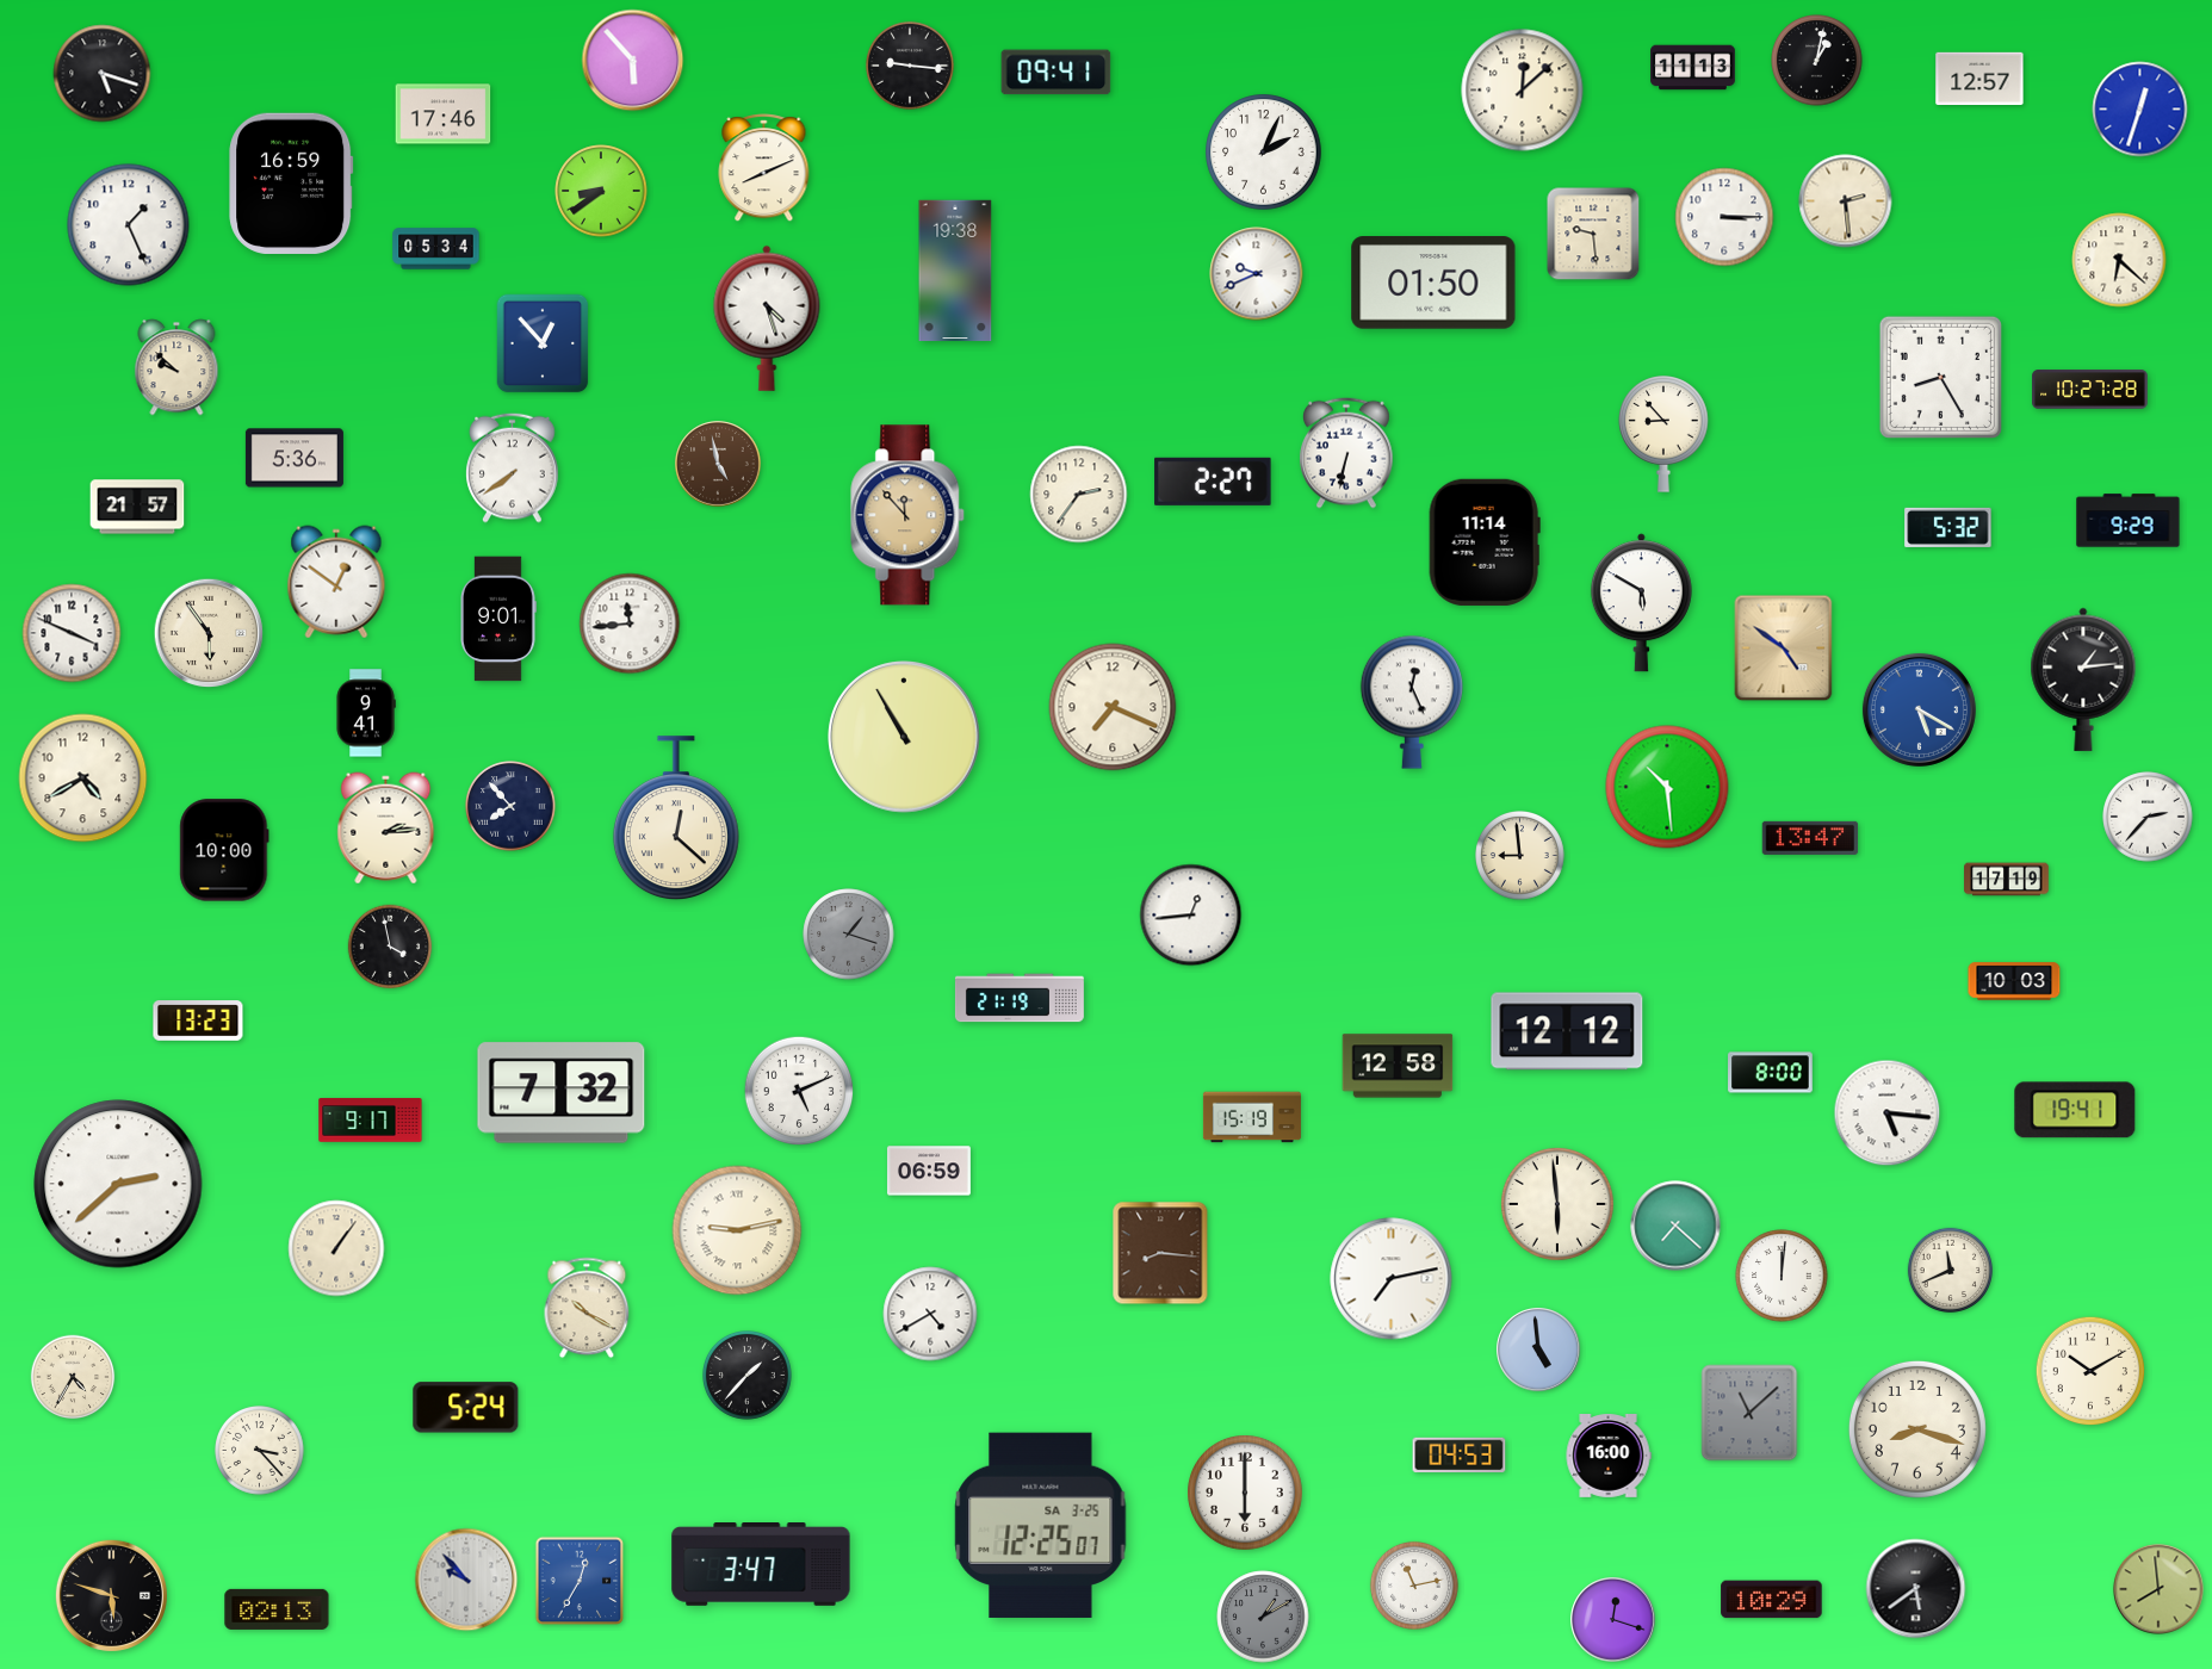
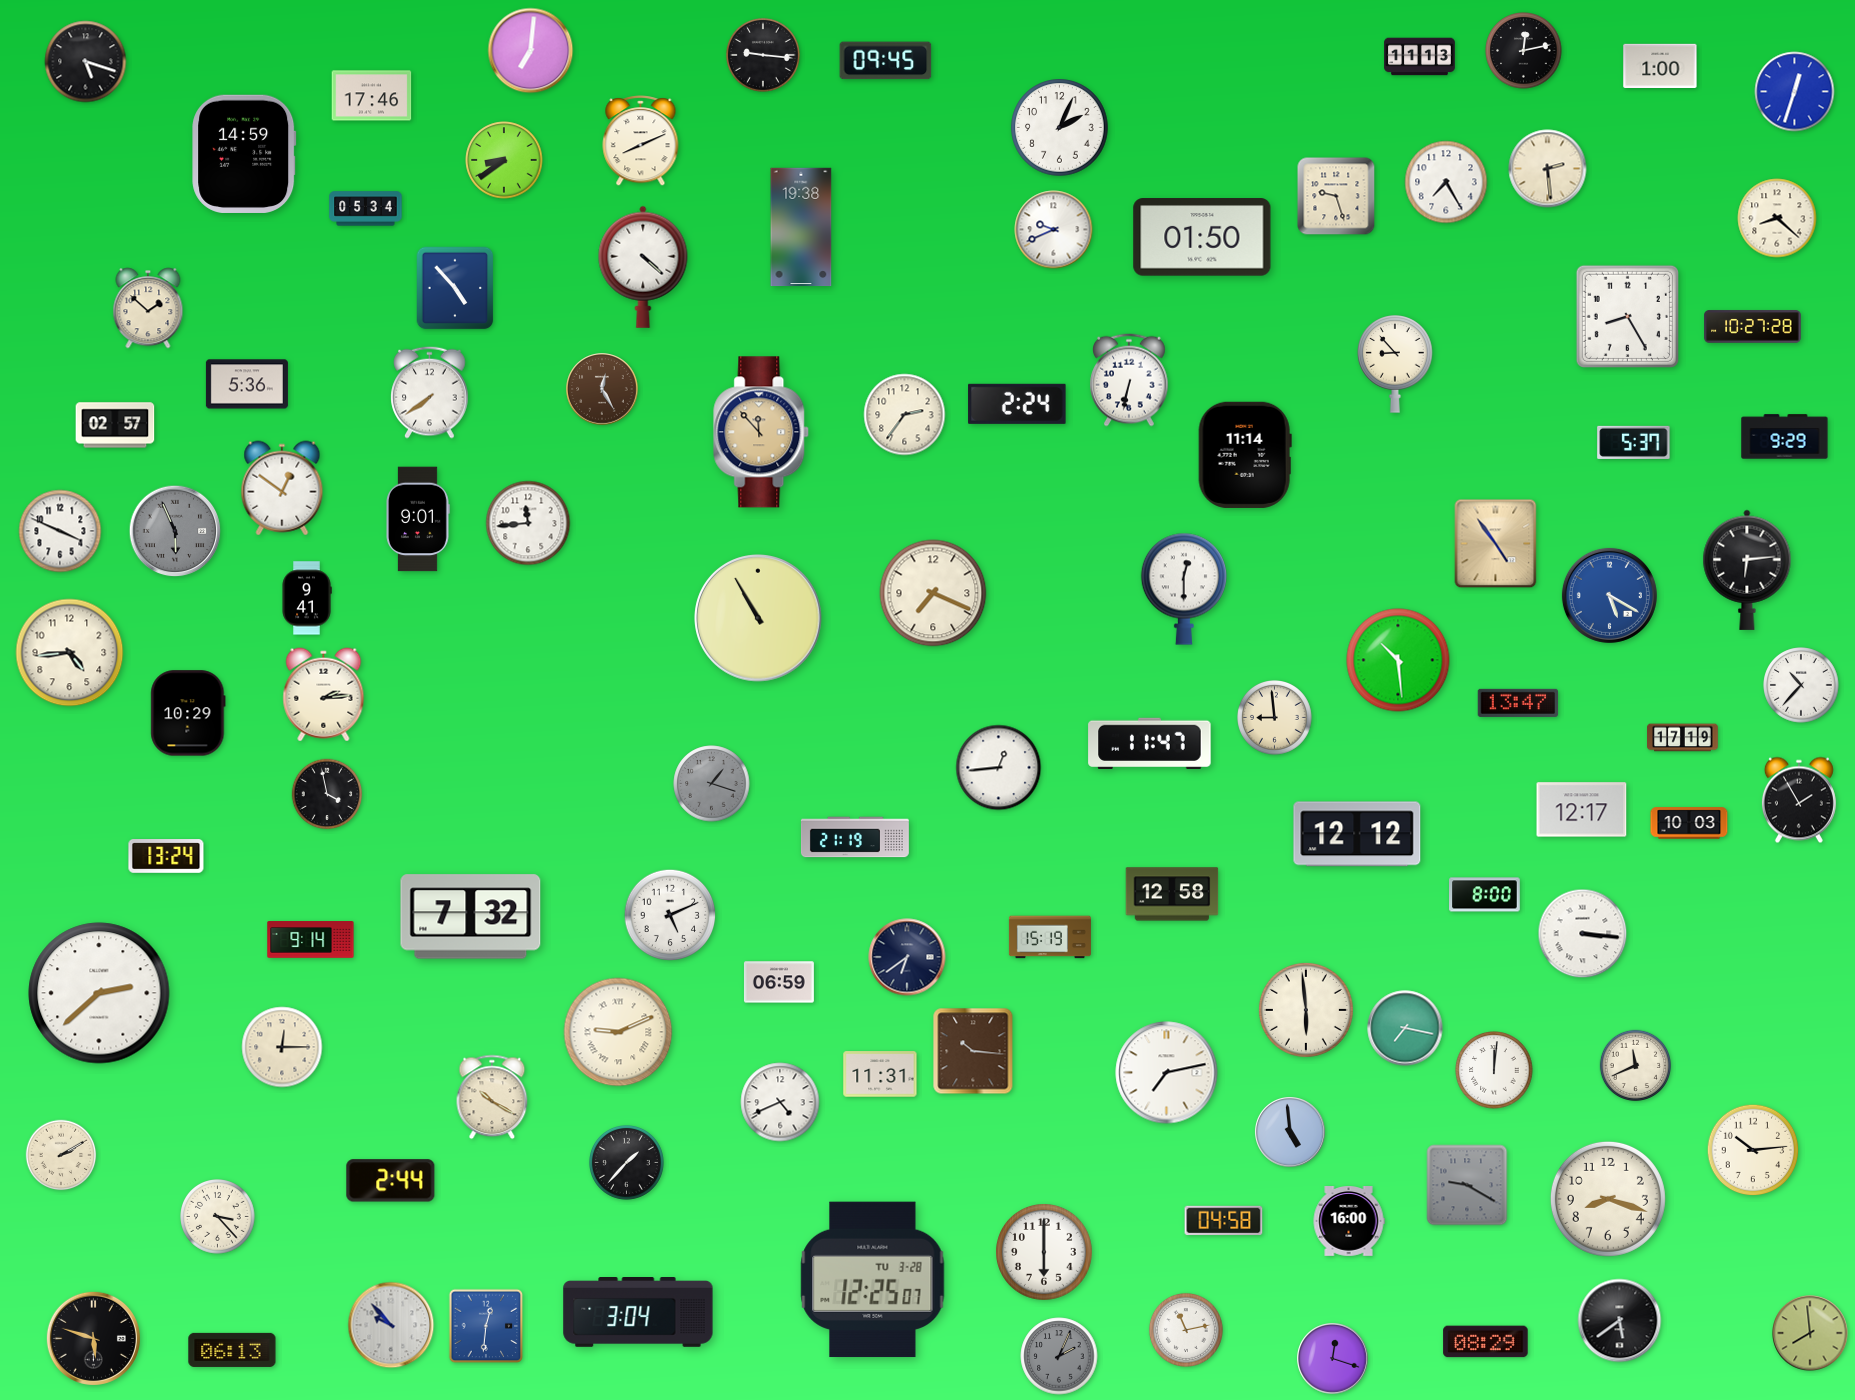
clock at (633, 61): 5:53 -> 7:01
clock at (1817, 61): 1:02 -> 12:13
clock at (1057, 73): 09:41 -> 09:45
clock at (1979, 79): 12:57 -> 1:00
clock at (1523, 91): 12:08 -> none
clock at (291, 184): 16:59 -> 14:59
clock at (1724, 217): 3:15 -> 7:25
clock at (129, 225): 1:26 -> none
clock at (1593, 234): 9:29 -> 9:27
clock at (2119, 260): 6:22 -> 8:22
clock at (767, 318): 4:27 -> 4:22
clock at (543, 343): 12:53 -> 4:53
clock at (176, 367): 9:52 -> 1:52
clock at (718, 464): 4:58 -> 12:25
clock at (1213, 482): 2:27 -> 2:24
clock at (137, 507): 21:57 -> 02:57
clock at (1948, 527): 5:32 -> 5:37
clock at (1641, 603): 5:50 -> none
clock at (209, 633): 5:54 -> 5:56
clock at (209, 633) dial: cream -> grey
clock at (1784, 649): 4:51 -> 4:54
clock at (2083, 680): 1:14 -> 6:14
clock at (1411, 702): 12:26 -> 12:30
clock at (83, 778): 4:40 -> 4:44
clock at (510, 806): 7:53 -> none
clock at (2148, 817): 2:37 -> 10:37
clock at (676, 819): 12:22 -> none
clock at (224, 850): 10:00 -> 10:29
clock at (1150, 743): none -> 11:47
clock at (1799, 800): none -> 1:55
clock at (1582, 810): none -> 12:17
clock at (198, 1020): 13:23 -> 13:24
clock at (1567, 1031) position: (1567, 1031) -> (1357, 834)
clock at (1771, 1073) position: (1771, 1073) -> (1485, 895)
clock at (2075, 1110): 19:41 -> none
clock at (1888, 1113): 5:16 -> 3:16
clock at (371, 1121): 9:17 -> 9:14
clock at (907, 957): none -> 6:39
clock at (1675, 1226): 7:22 -> 7:17
clock at (737, 1230): 9:13 -> 9:11
clock at (336, 1248): 1:06 -> 12:15
clock at (1160, 1253): 8:16 -> 10:16
clock at (880, 1074): none -> 11:31
clock at (930, 1314): 4:40 -> 4:41
clock at (2090, 1371): 10:10 -> 10:14
clock at (748, 1376) position: (748, 1376) -> (627, 1163)
clock at (73, 1377): 4:35 -> 2:10
clock at (466, 1408): 5:24 -> 2:44
clock at (1749, 1413): 11:08 -> 9:20
clock at (1460, 1456): 04:53 -> 04:58
clock at (1041, 1526) date: SA 3-25 -> TU 3-28
clock at (761, 1565): 3:47 -> 3:04
clock at (580, 1581): 12:35 -> 12:31
clock at (1916, 1589) position: (1916, 1589) -> (1620, 1321)
clock at (1772, 1600): 10:29 -> 08:29
clock at (277, 1609): 02:13 -> 06:13
clock at (1263, 1617): 1:10 -> 2:04
clock at (1613, 1620) position: (1613, 1620) -> (1333, 1359)
